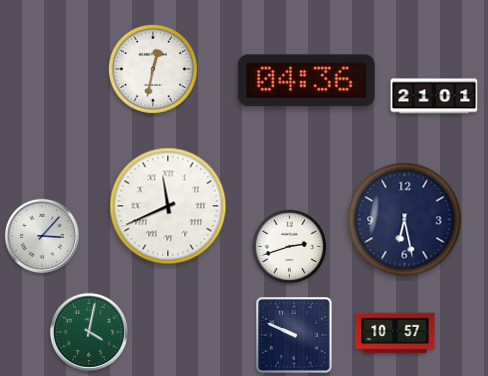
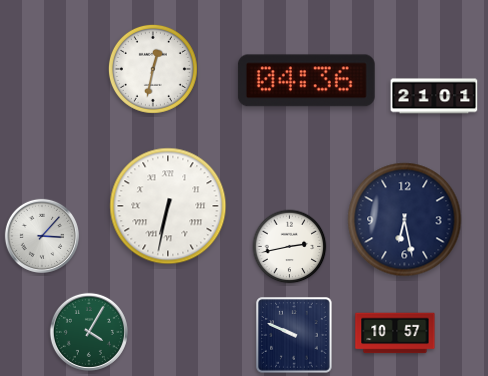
clock at (168, 206): 11:41 -> 6:32
clock at (290, 247): 2:42 -> 2:43
clock at (89, 332): 4:02 -> 4:05
